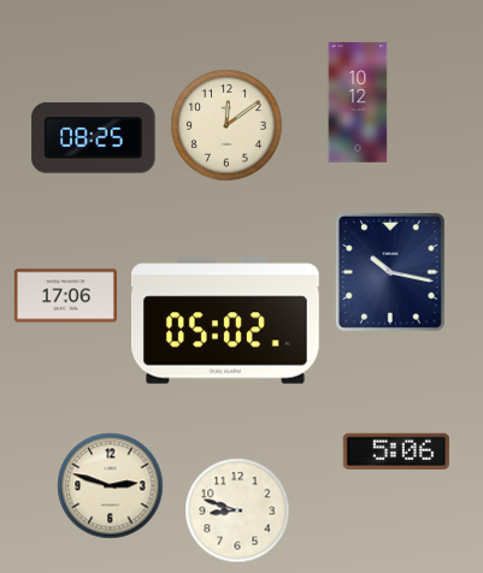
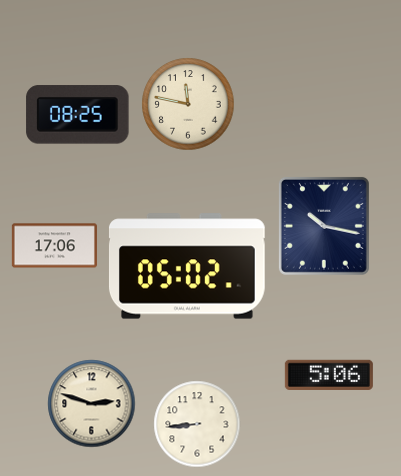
clock at (358, 102): 10:12 -> none
clock at (226, 125): 12:09 -> 11:47
clock at (237, 510): 8:48 -> 8:44
